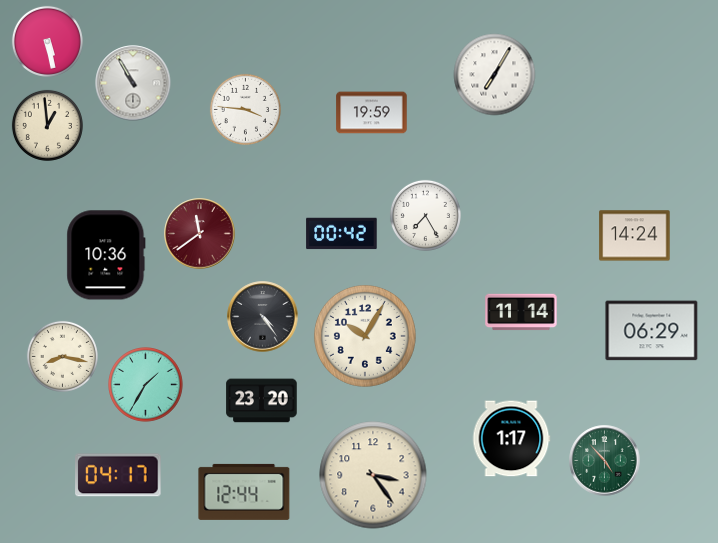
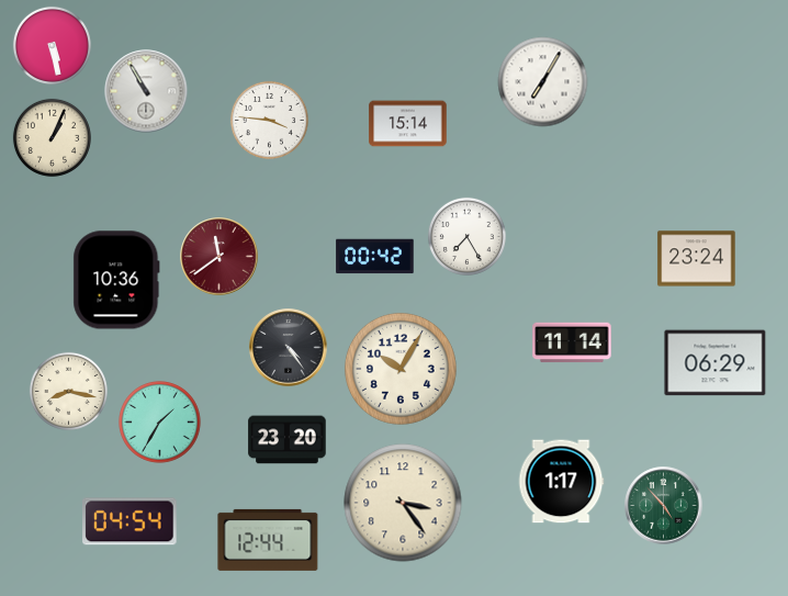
clock at (372, 113): 19:59 -> 15:14
clock at (47, 125): 12:59 -> 1:04
clock at (635, 236): 14:24 -> 23:24
clock at (118, 475): 04:17 -> 04:54
clock at (373, 475) position: (373, 475) -> (403, 503)
